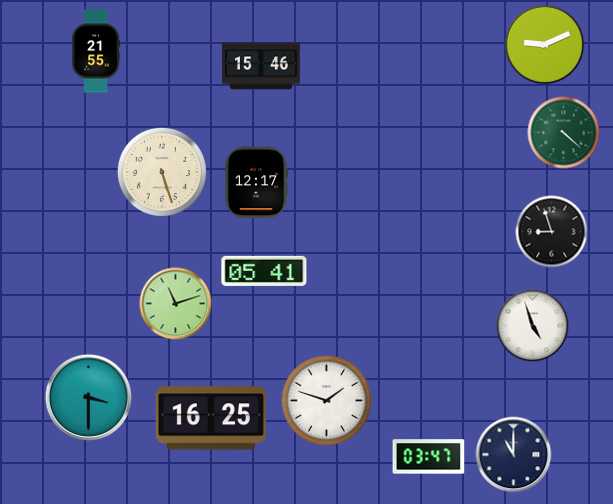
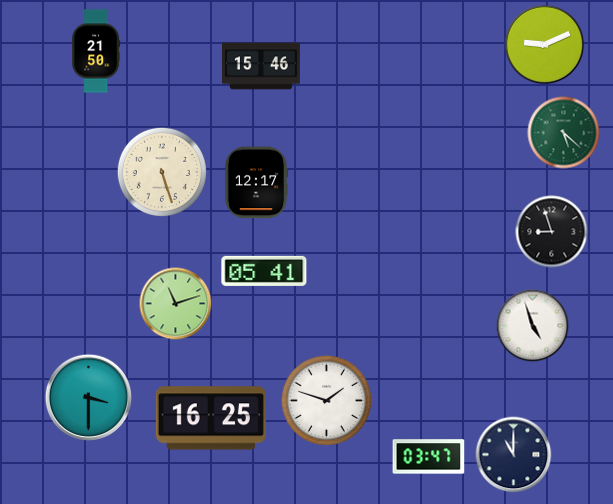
clock at (96, 51): 21:55 -> 21:50
clock at (564, 133): 4:22 -> 5:22
